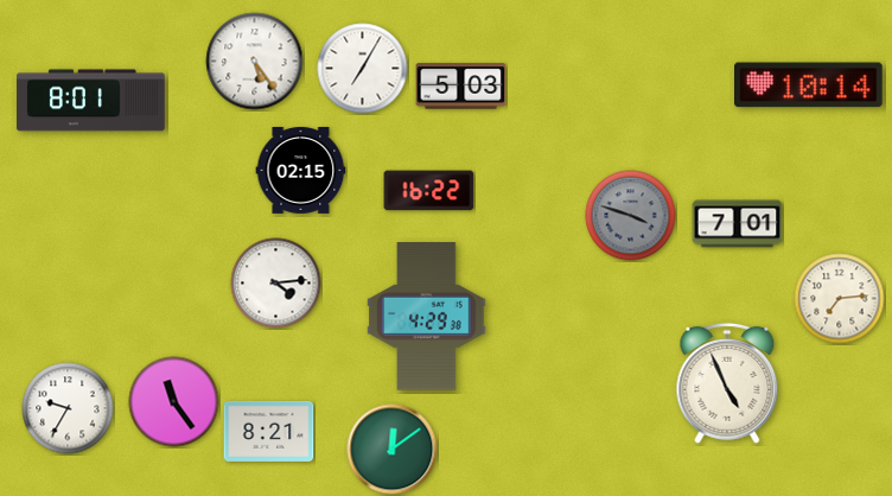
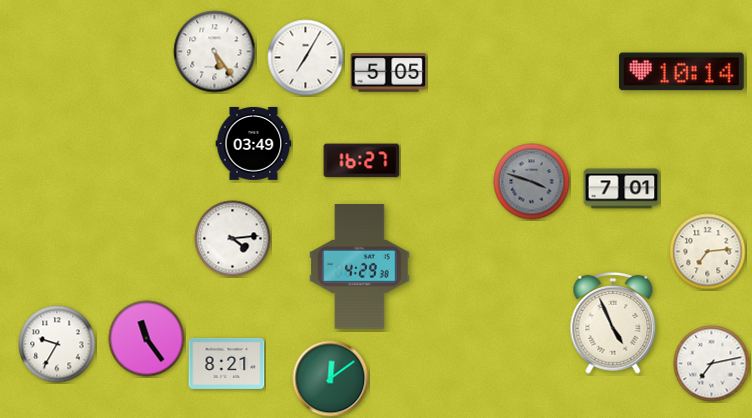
clock at (461, 87): 5:03 -> 5:05
clock at (91, 101): 8:01 -> none
clock at (301, 170): 02:15 -> 03:49
clock at (429, 191): 16:22 -> 16:27
clock at (712, 364): none -> 7:13
